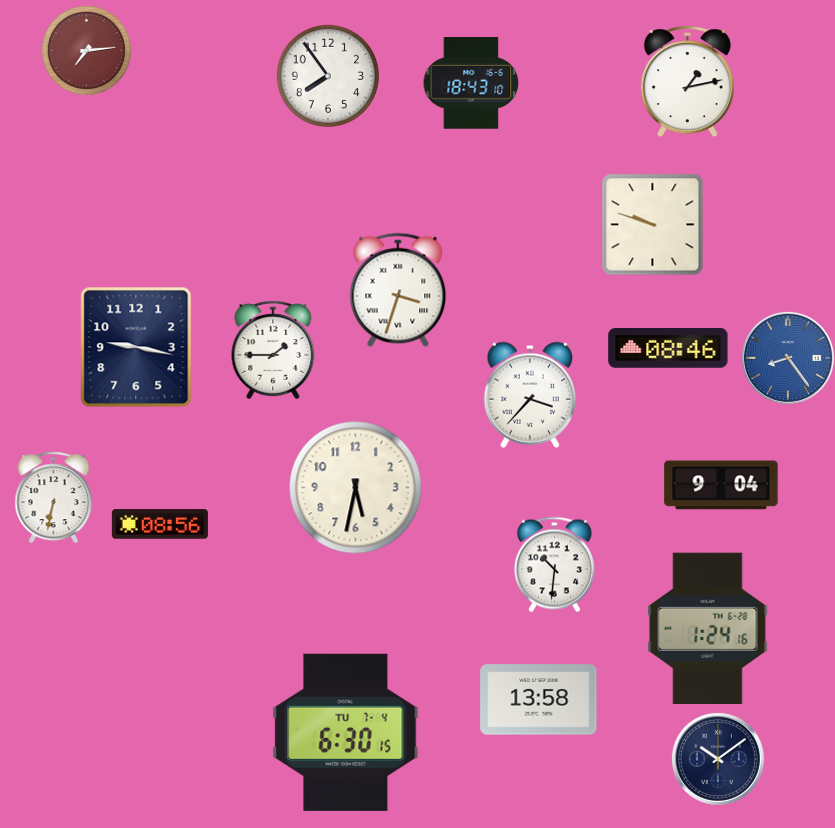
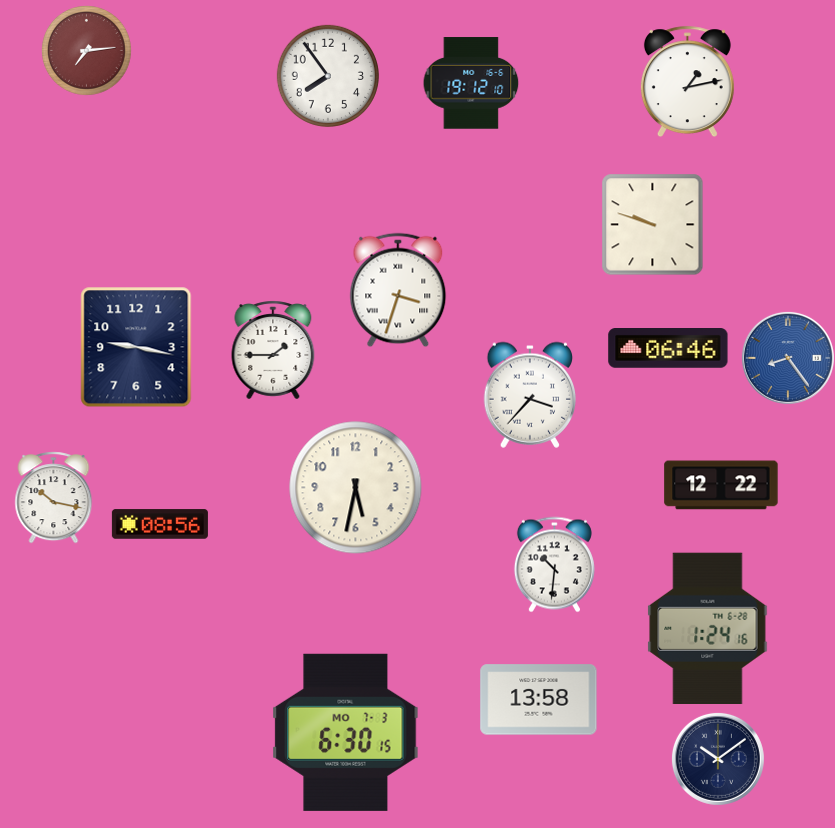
clock at (471, 83): 18:43 -> 19:12
clock at (668, 349): 08:46 -> 06:46
clock at (721, 485): 9:04 -> 12:22
clock at (54, 497): 6:32 -> 10:17
clock at (346, 732) date: TU 7-4 -> MO 7-3
